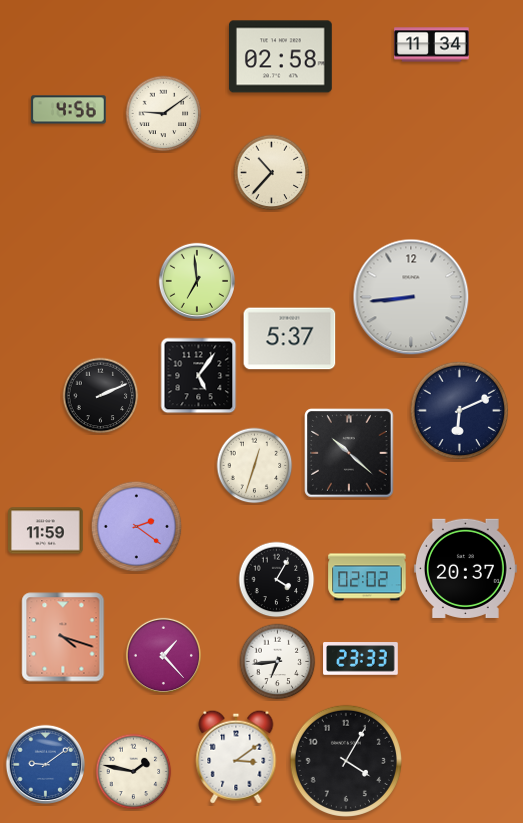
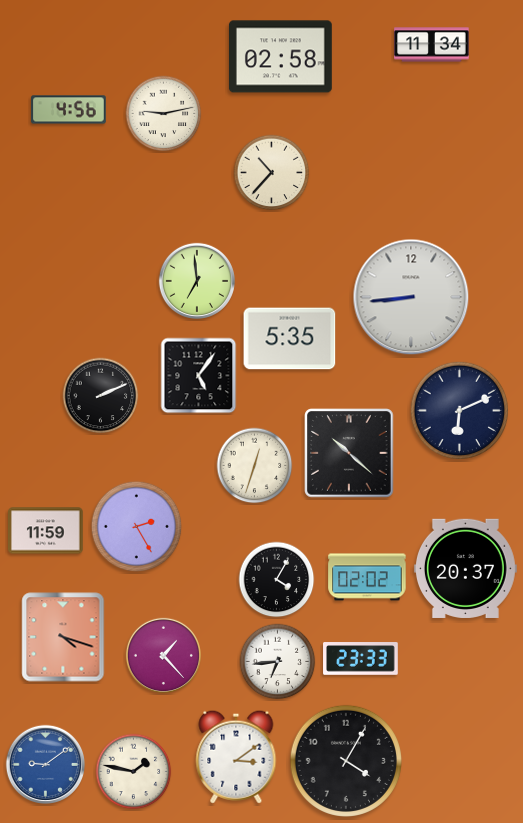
clock at (164, 114): 9:09 -> 9:13
clock at (290, 339): 5:37 -> 5:35
clock at (137, 527): 2:21 -> 2:25
